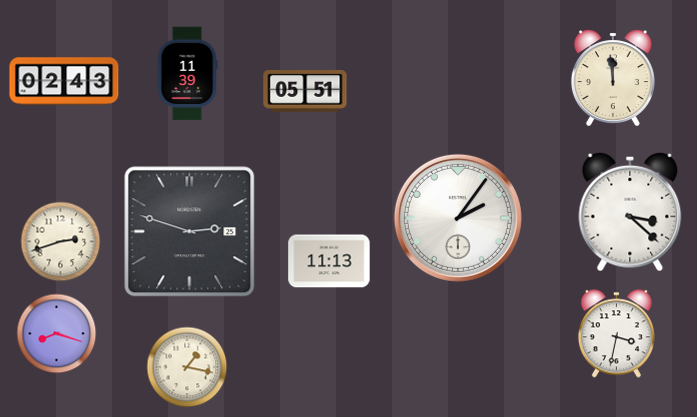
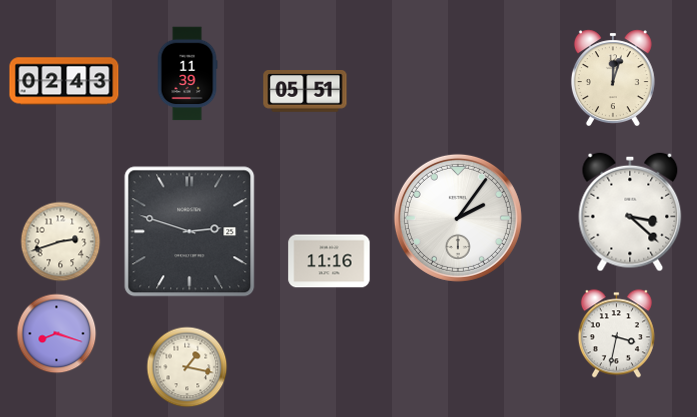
clock at (613, 77): 11:59 -> 12:03
clock at (329, 261): 11:13 -> 11:16
